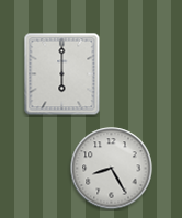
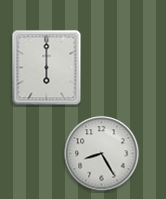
clock at (62, 74) position: (62, 74) -> (47, 68)
